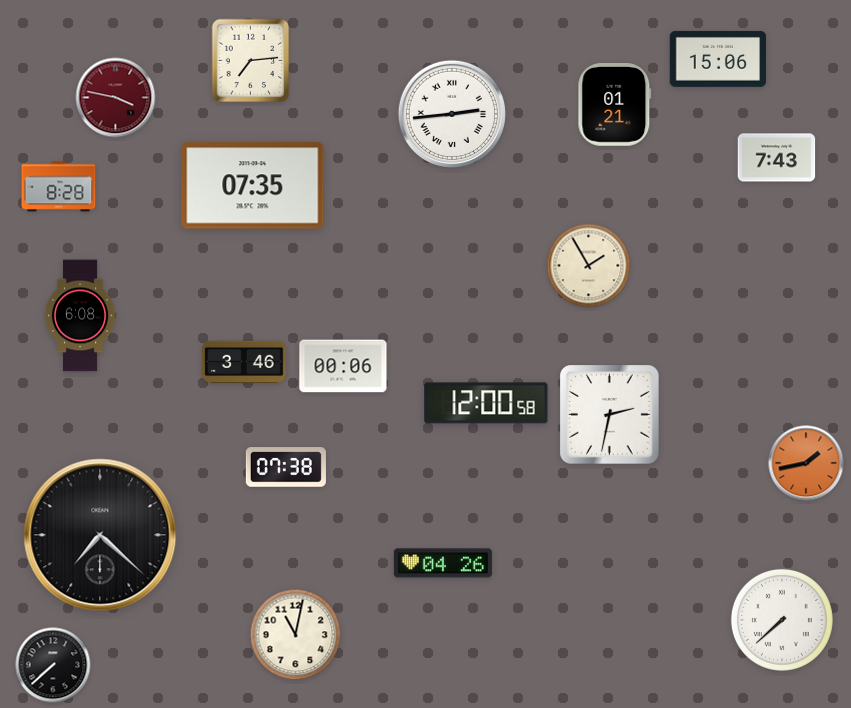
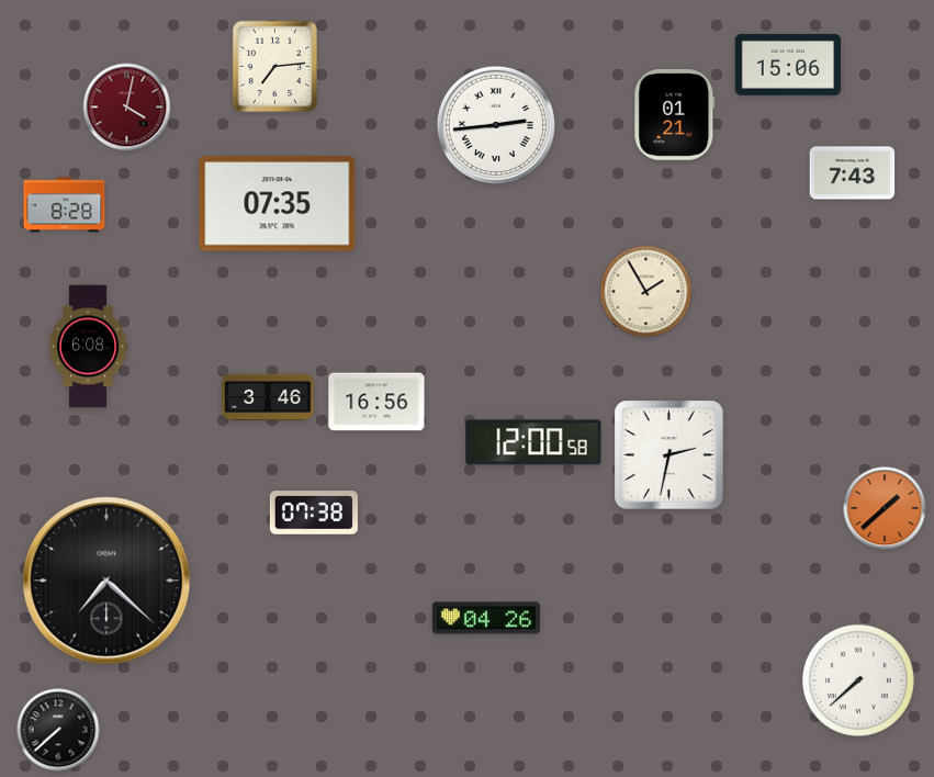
clock at (116, 98): 3:47 -> 4:02
clock at (343, 366): 00:06 -> 16:56
clock at (806, 463): 1:43 -> 1:38
clock at (100, 535) position: (100, 535) -> (106, 581)
clock at (296, 635): 11:02 -> none
